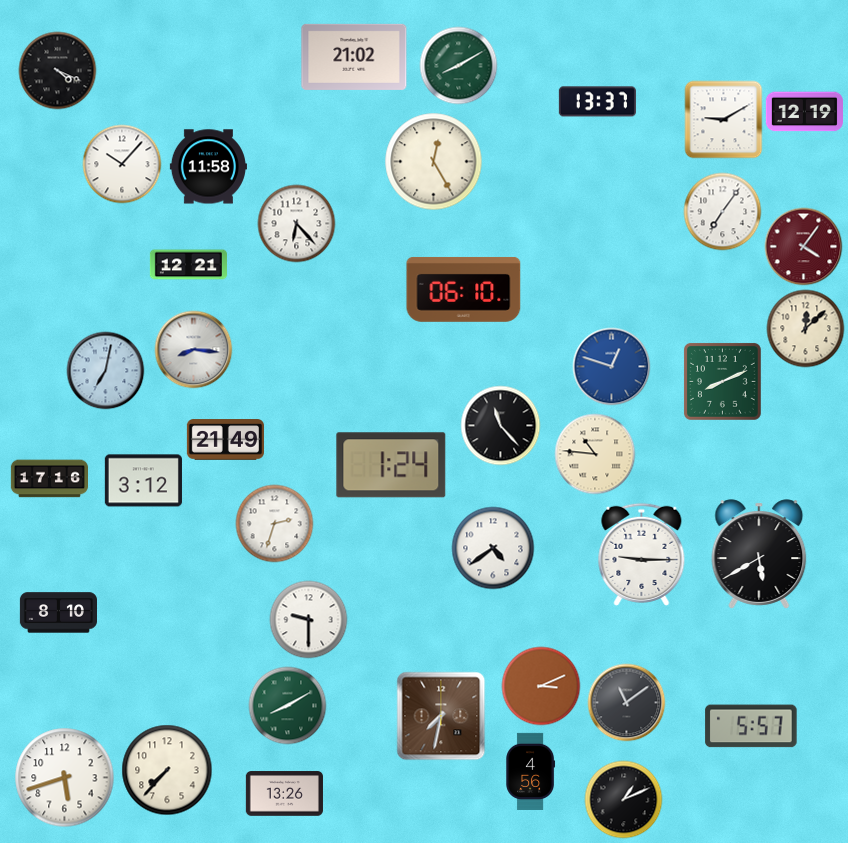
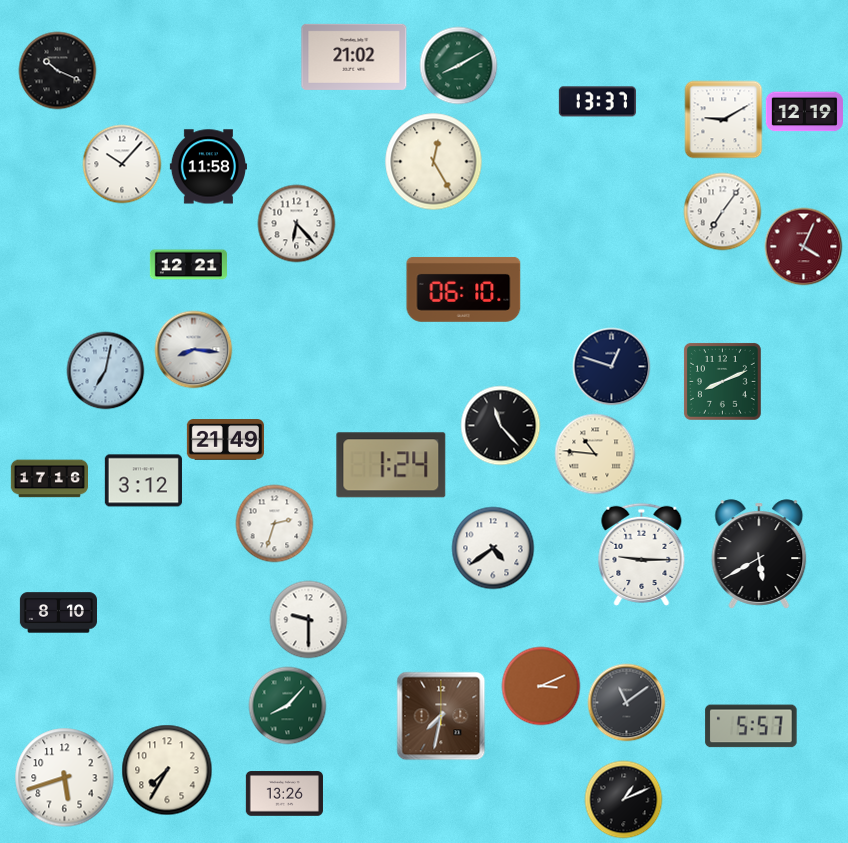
clock at (57, 70): 4:19 -> 10:19
clock at (803, 246): 4:06 -> 4:04
clock at (805, 328): 12:08 -> none
clock at (611, 366) dial: blue -> navy
clock at (287, 705): 8:10 -> 8:07
clock at (167, 770): 7:37 -> 7:35
clock at (531, 771): 4:56 -> none
